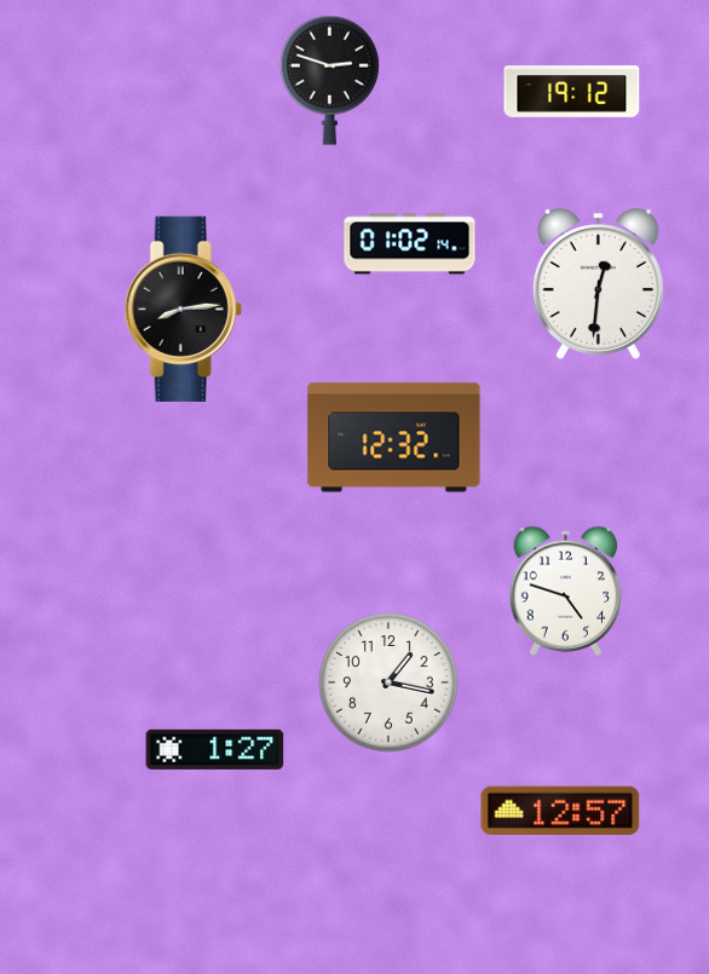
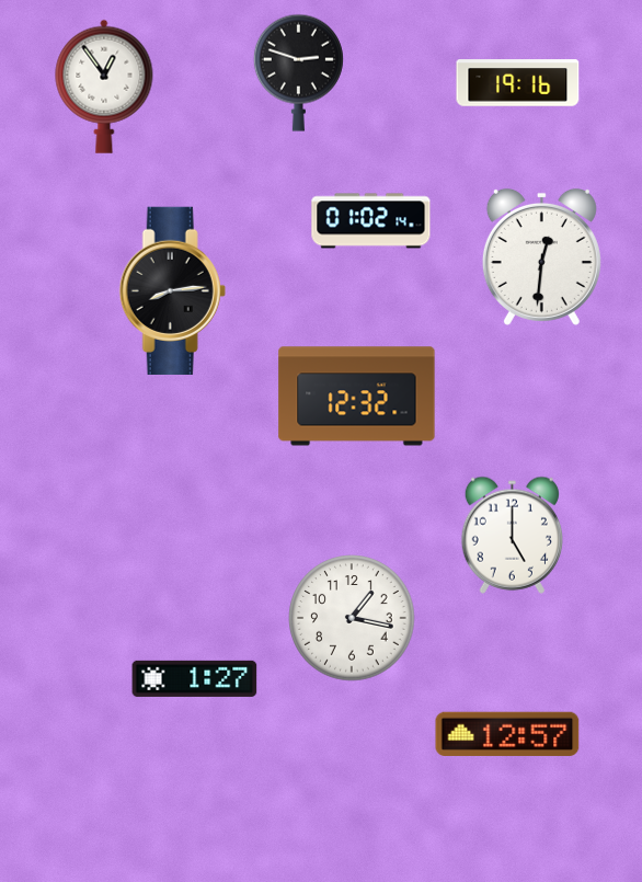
clock at (572, 92): 19:12 -> 19:16
clock at (104, 87): none -> 12:54
clock at (183, 309) position: (183, 309) -> (172, 290)
clock at (565, 590): 4:48 -> 5:00
